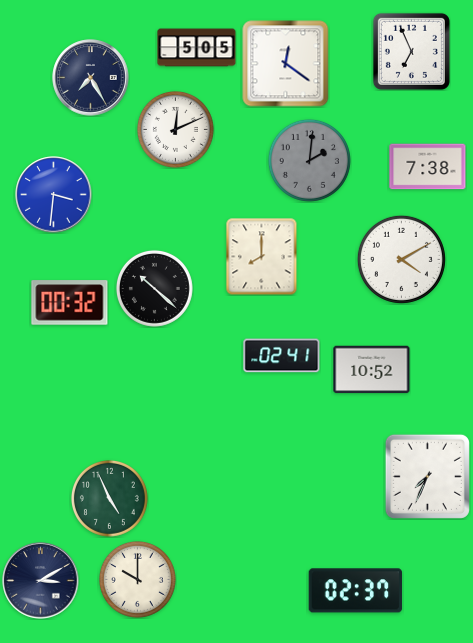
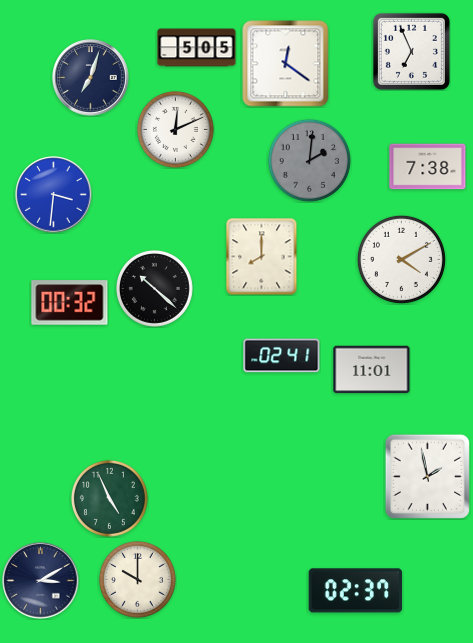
clock at (91, 78): 7:25 -> 7:03
clock at (372, 370): 10:52 -> 11:01
clock at (427, 476): 7:34 -> 1:58
